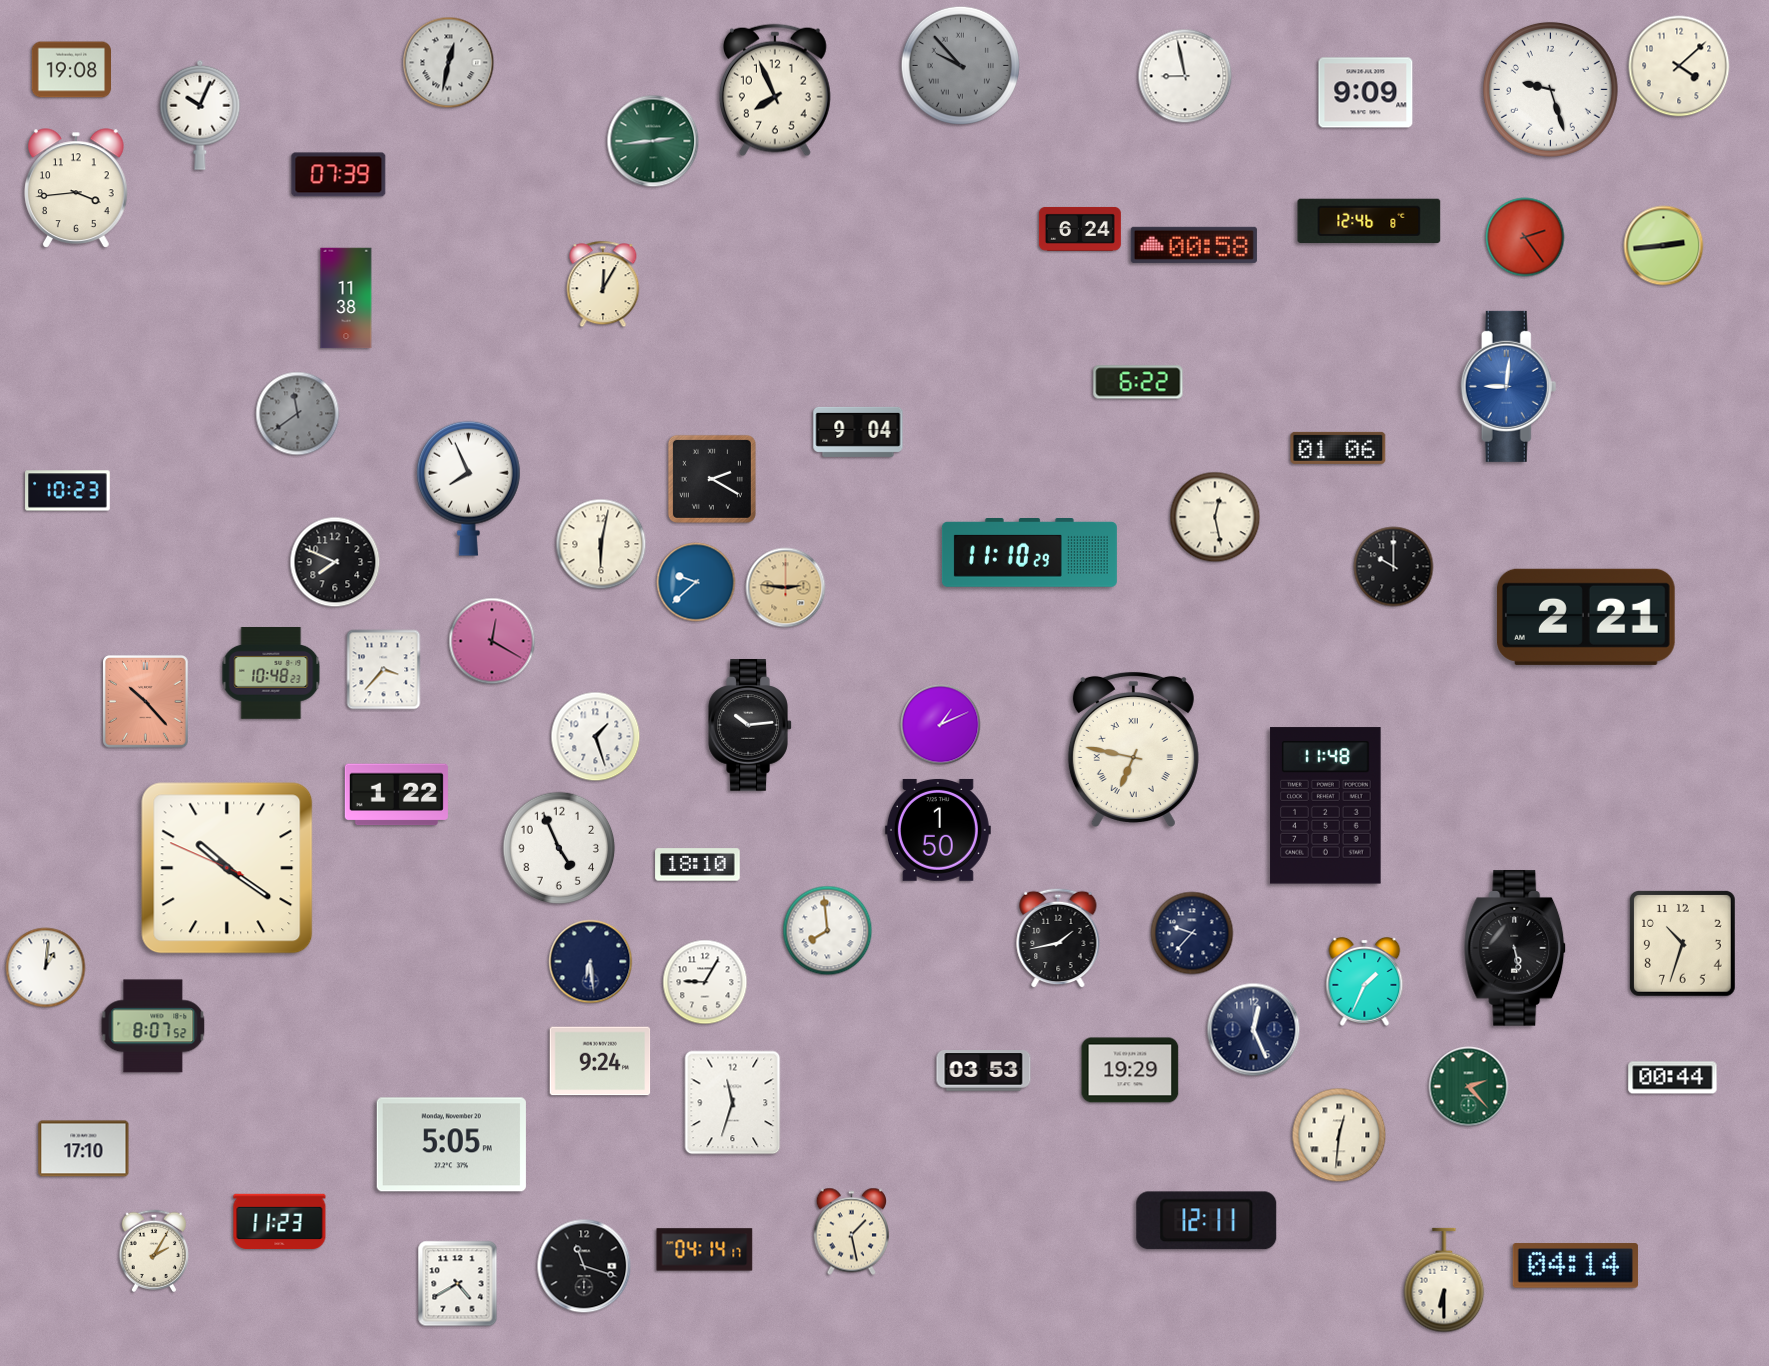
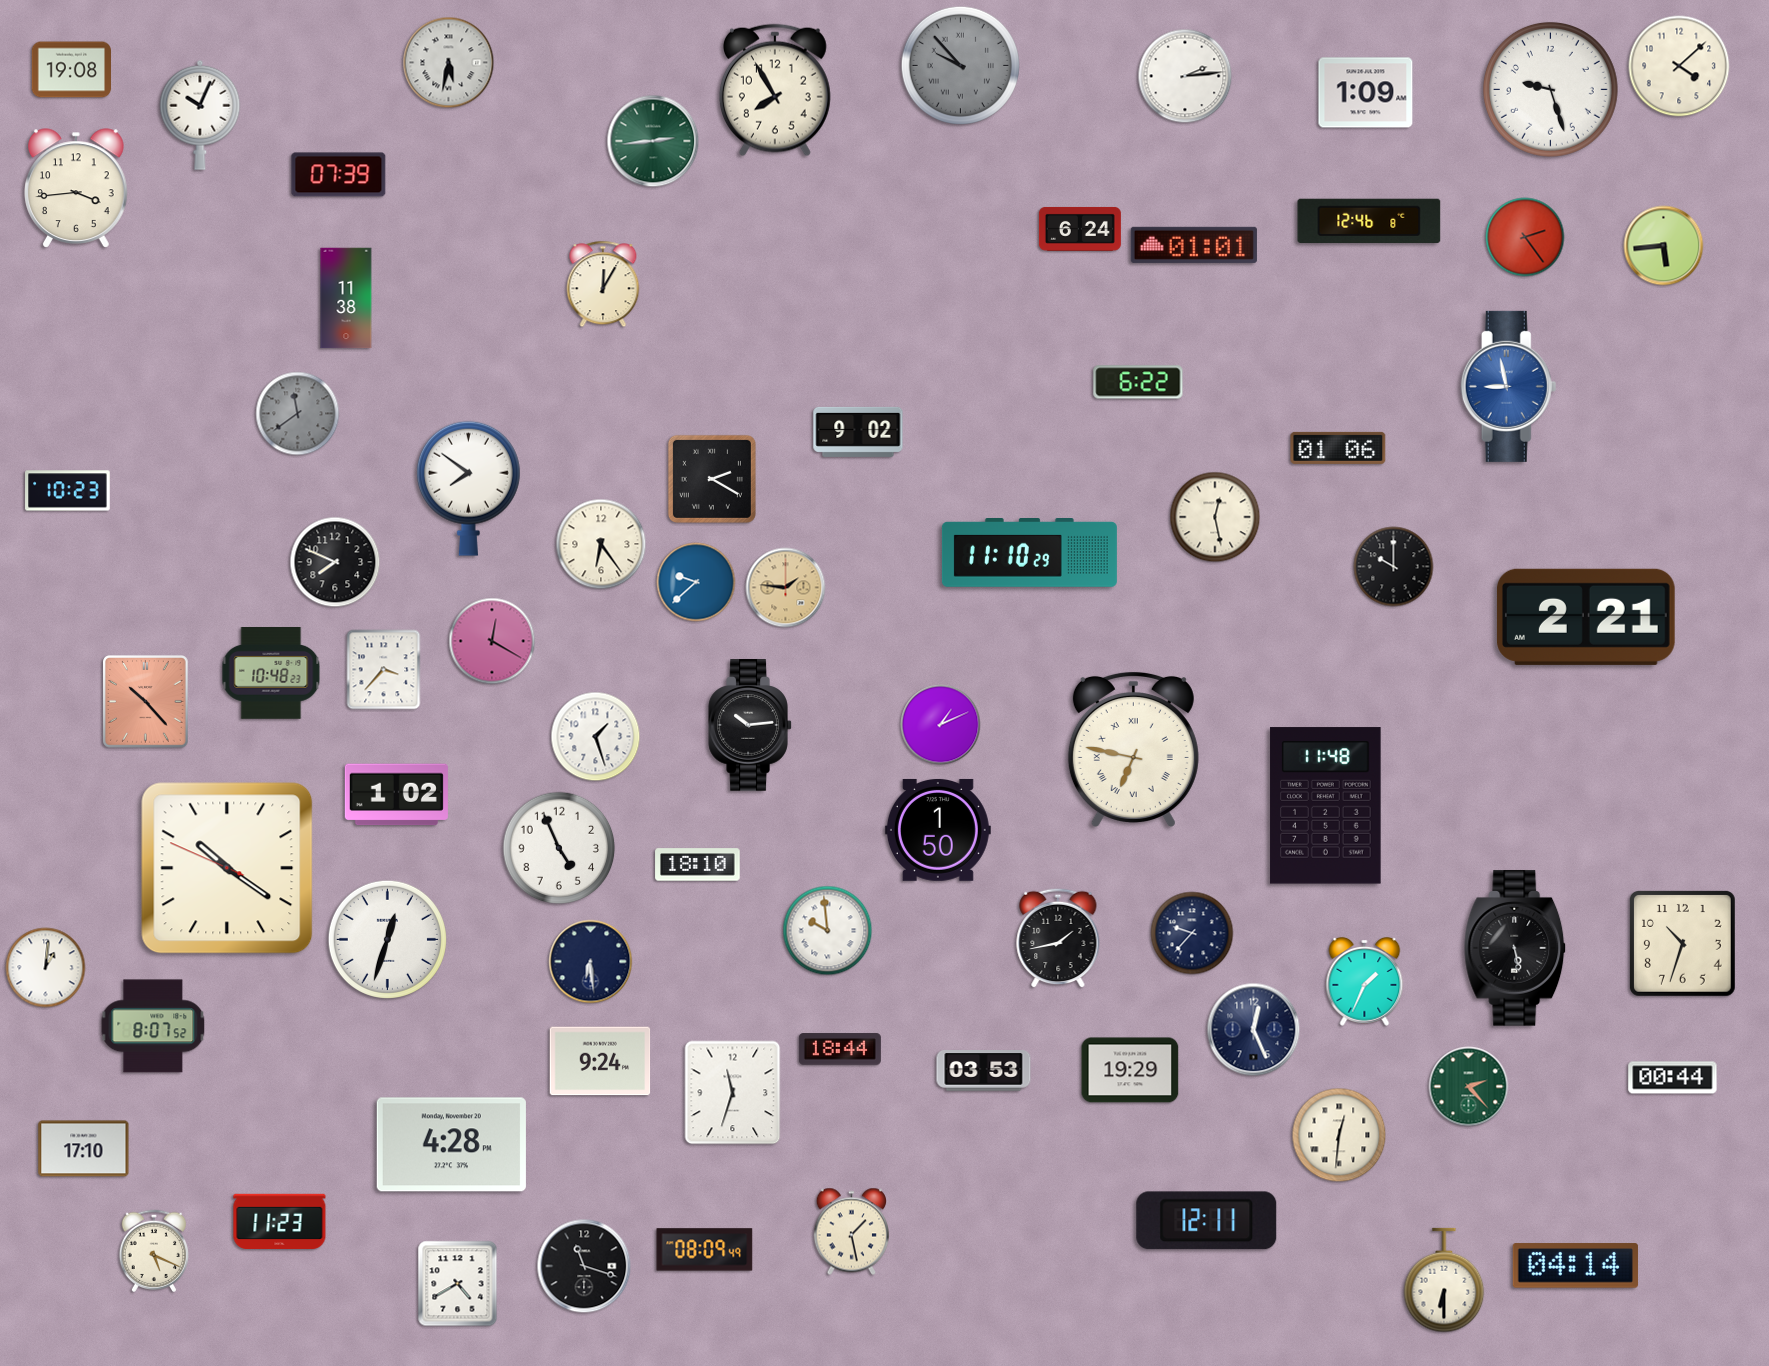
clock at (449, 63): 12:32 -> 5:32
clock at (1185, 76): 8:58 -> 2:14
clock at (775, 90): 7:56 -> 7:55
clock at (1366, 93): 9:09 -> 1:09
clock at (1194, 245): 00:58 -> 01:01
clock at (1664, 246): 2:44 -> 5:44
clock at (1509, 386): 9:01 -> 8:58
clock at (858, 432): 9:04 -> 9:02
clock at (468, 488): 7:56 -> 7:51
clock at (601, 544): 6:02 -> 6:24
clock at (786, 588): 2:46 -> 1:46
clock at (396, 795): 1:22 -> 1:02
clock at (828, 931): 7:59 -> 9:59
clock at (387, 939): none -> 12:33
clock at (705, 982): 9:05 -> none
clock at (840, 1049): none -> 18:44
clock at (733, 1103) position: (733, 1103) -> (733, 1093)
clock at (451, 1145): 5:05 -> 4:28
clock at (154, 1250): 2:05 -> 5:19
clock at (705, 1250): 04:14 -> 08:09
